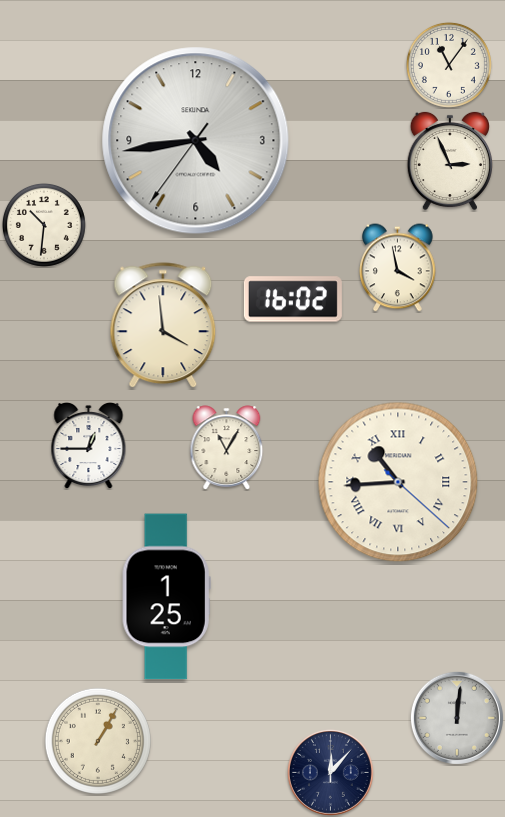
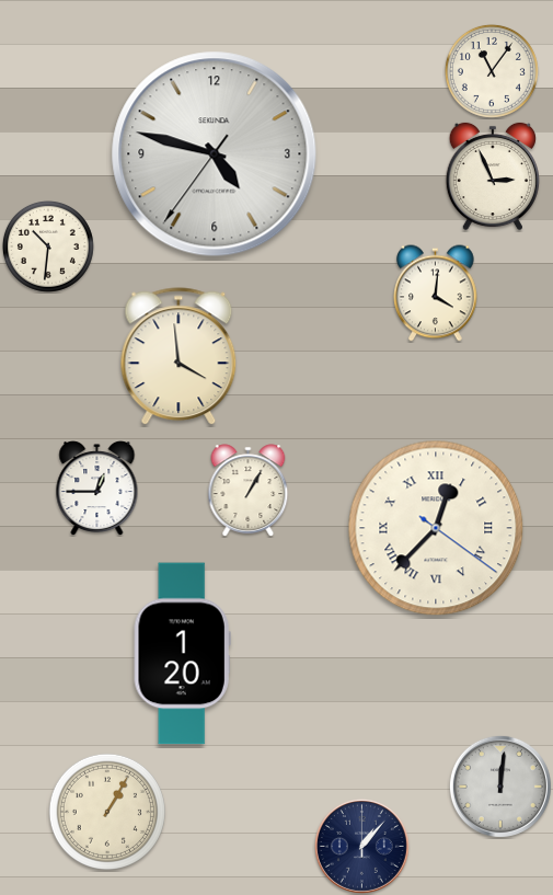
clock at (196, 141): 4:43 -> 4:47
clock at (398, 268): 3:58 -> 4:01
clock at (293, 299): 16:02 -> none
clock at (227, 448): 11:05 -> 1:05
clock at (398, 482): 10:44 -> 12:37
clock at (166, 597): 1:25 -> 1:20
clock at (330, 772): 12:07 -> 1:07
